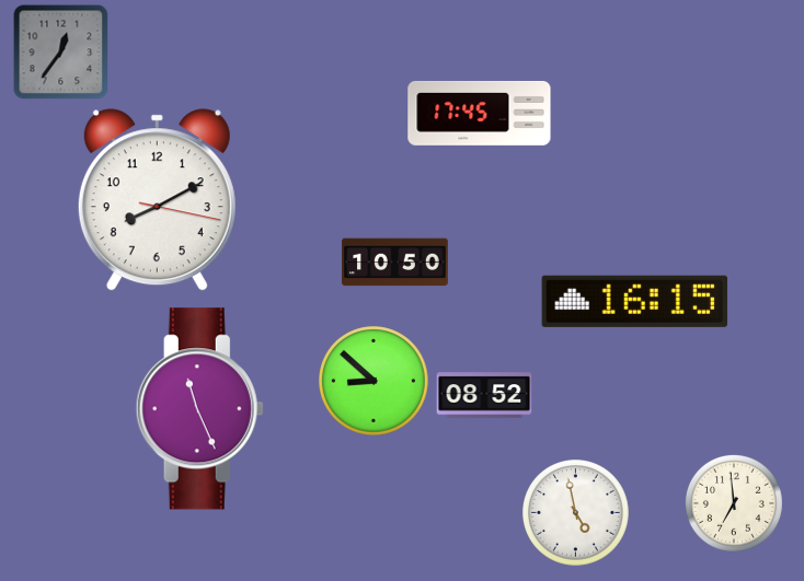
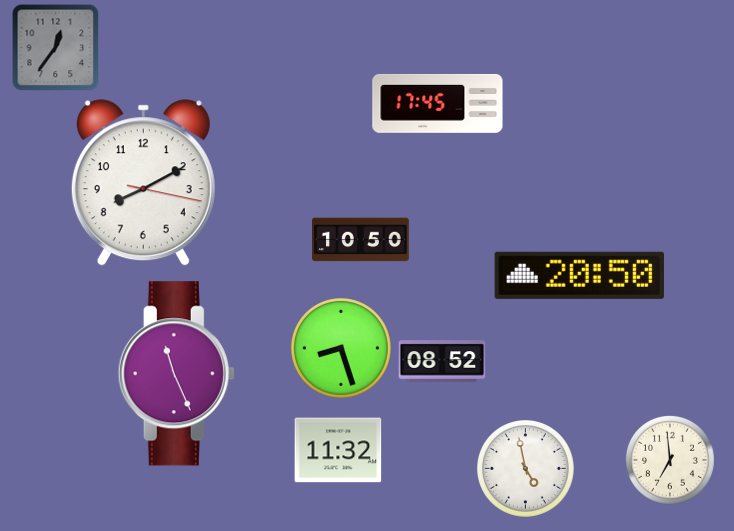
clock at (634, 301): 16:15 -> 20:50
clock at (375, 382): 8:52 -> 8:27
clock at (199, 409) position: (199, 409) -> (176, 374)
clock at (338, 450): none -> 11:32
